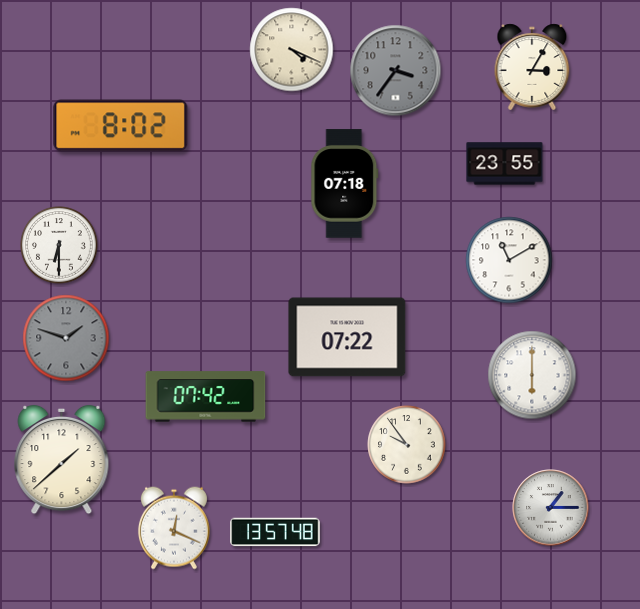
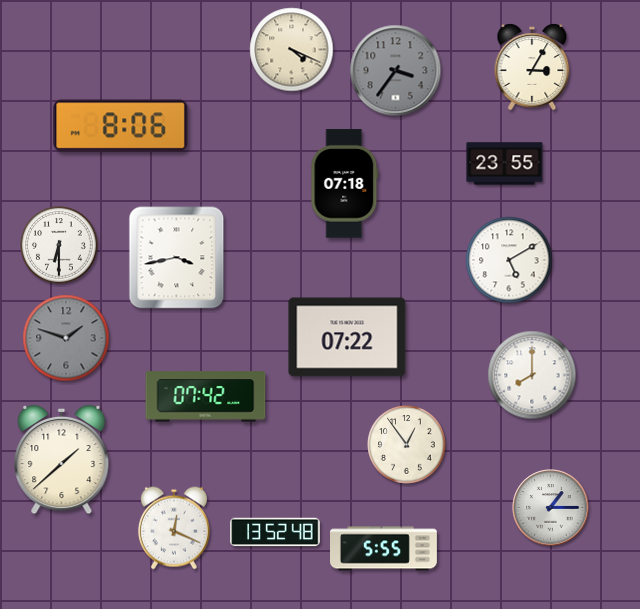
clock at (121, 126): 8:02 -> 8:06
clock at (177, 258): none -> 3:43
clock at (509, 260): 11:10 -> 5:10
clock at (532, 375): 6:00 -> 8:00
clock at (407, 445): 9:54 -> 12:54
clock at (275, 532): 13:57 -> 13:52
clock at (384, 549): none -> 5:55
